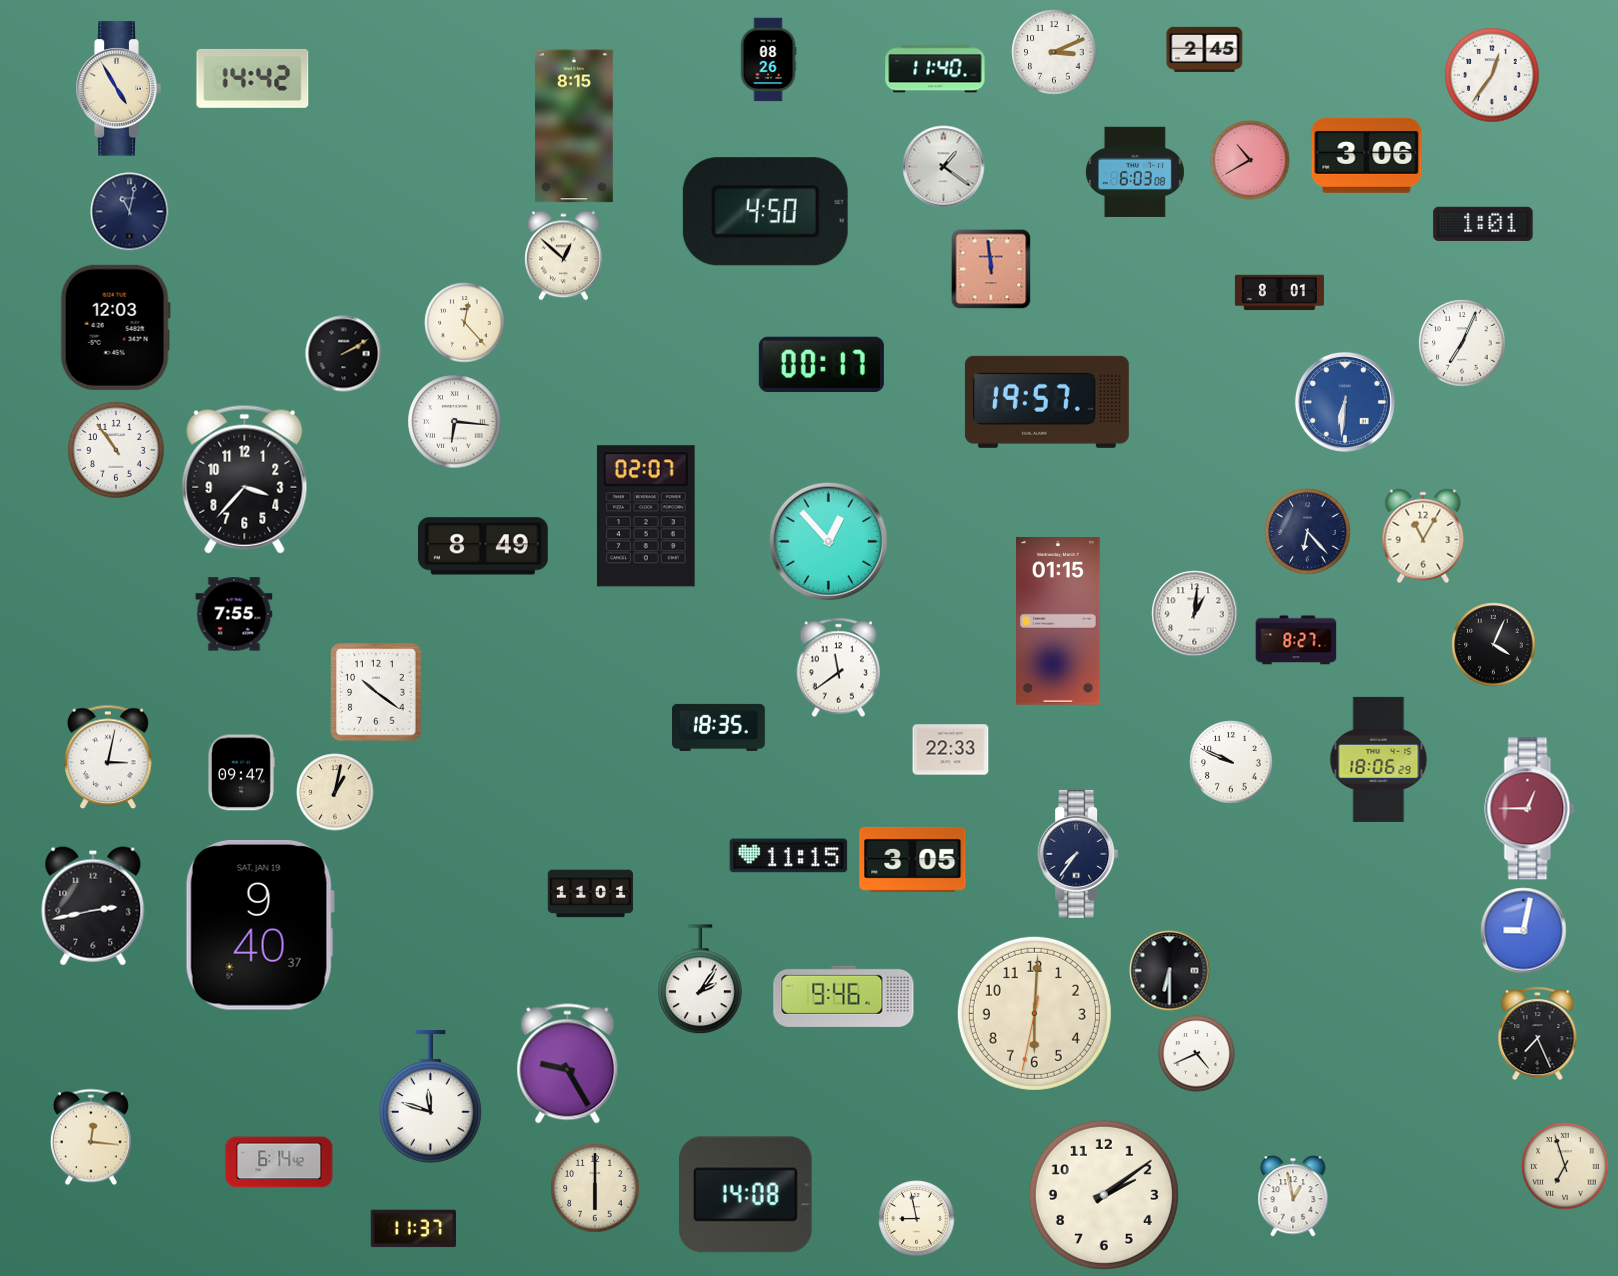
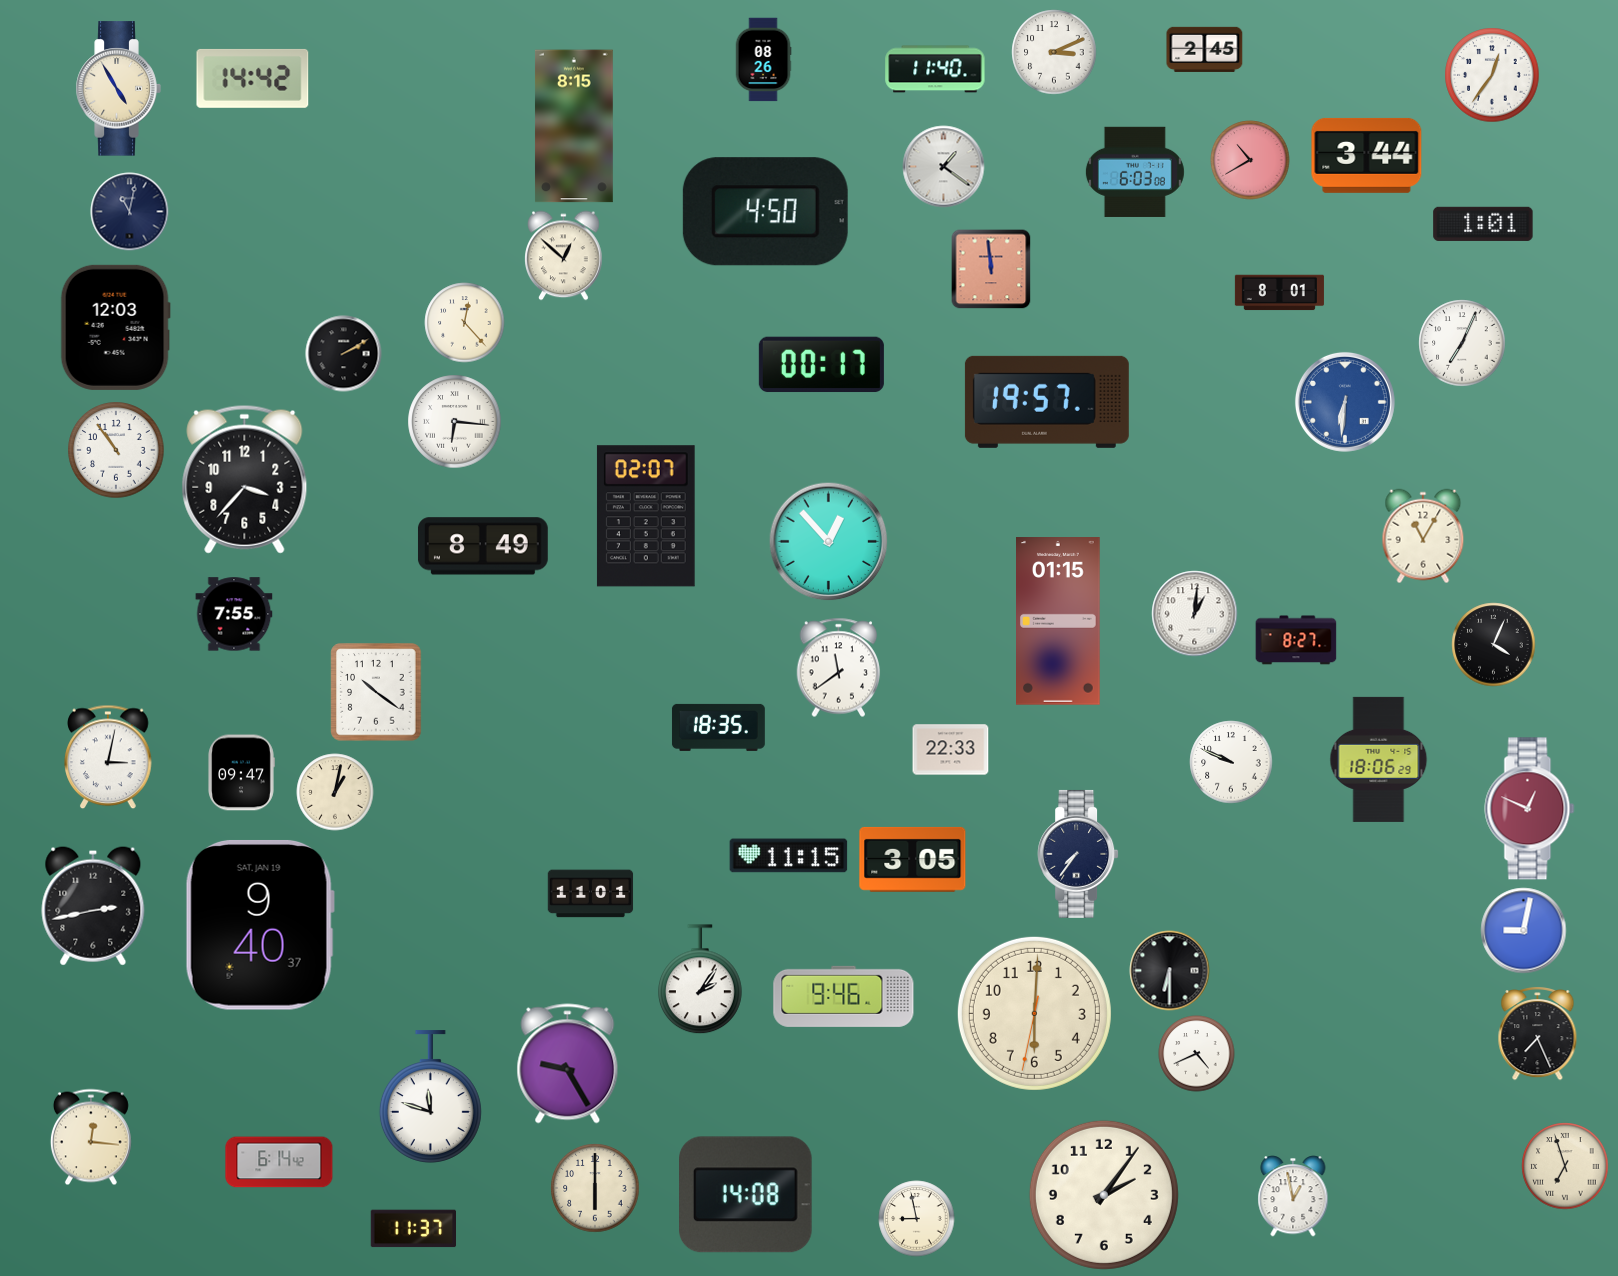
clock at (768, 60) position: (768, 60) -> (763, 60)
clock at (1367, 155): 3:06 -> 3:44
clock at (1308, 532): 6:23 -> none
clock at (1530, 809): 12:45 -> 12:49
clock at (1104, 1195): 2:09 -> 2:06
